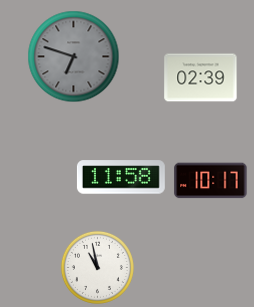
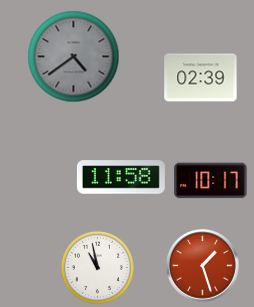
clock at (74, 57): 6:48 -> 4:39
clock at (203, 266): none -> 1:27
